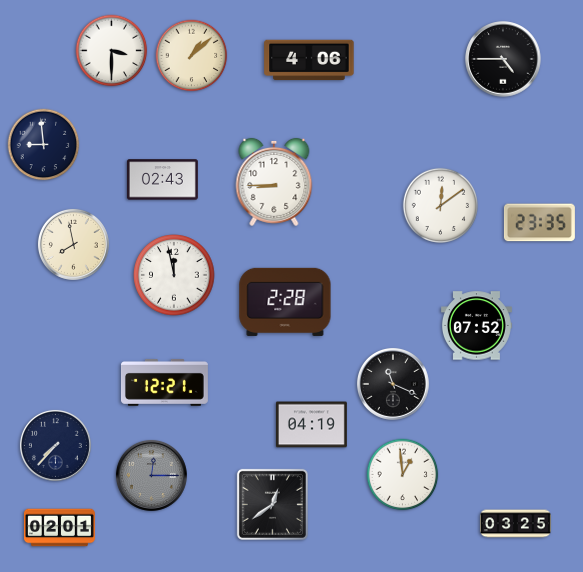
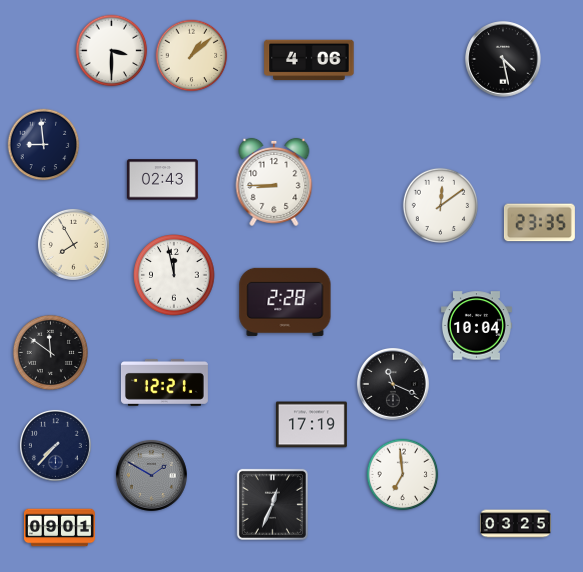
clock at (503, 59): 4:45 -> 4:28
clock at (73, 244): 7:58 -> 7:55
clock at (476, 326): 07:52 -> 10:04
clock at (50, 352): none -> 11:51
clock at (311, 425): 04:19 -> 17:19
clock at (151, 475): 12:15 -> 1:50
clock at (403, 475): 12:59 -> 6:59
clock at (272, 504): 12:39 -> 12:34
clock at (59, 528): 02:01 -> 09:01
